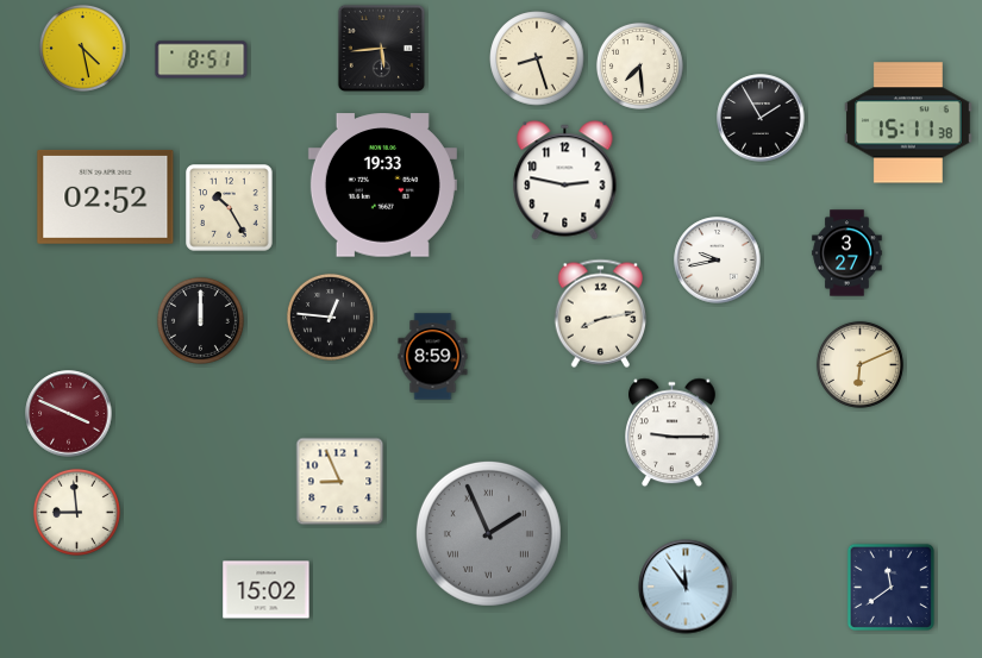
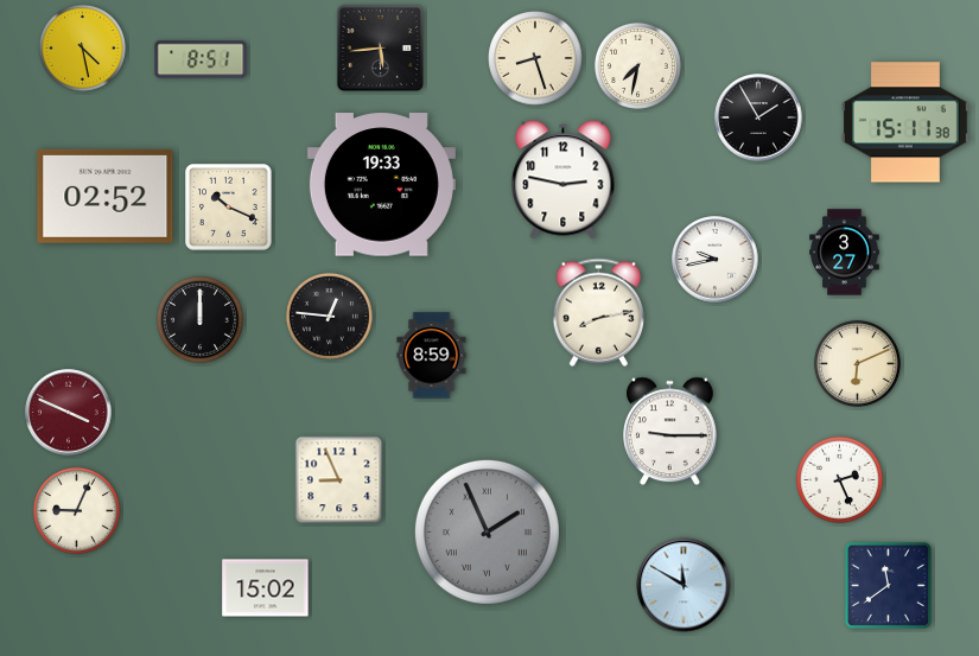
clock at (639, 65): 7:29 -> 7:32
clock at (230, 208): 10:25 -> 10:19
clock at (839, 479): none -> 2:26
clock at (76, 512): 8:59 -> 9:04
clock at (686, 587): 11:54 -> 11:50
